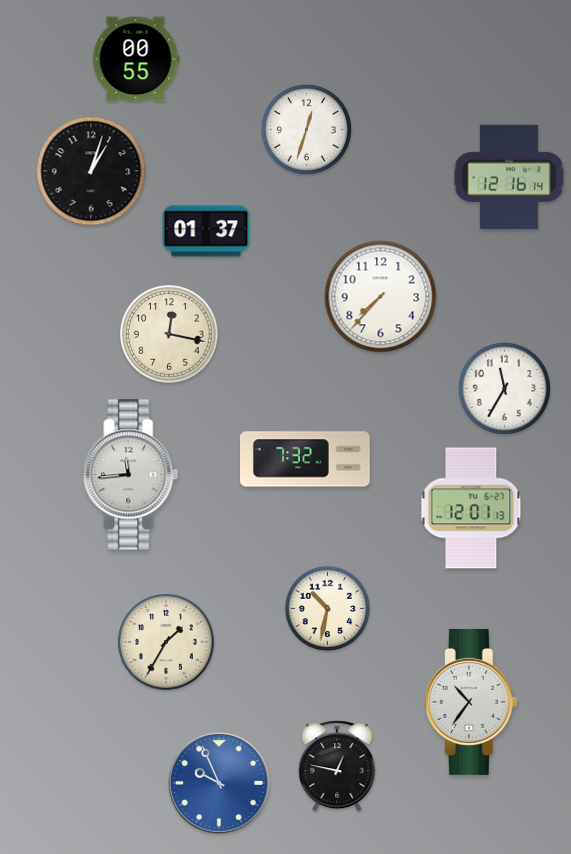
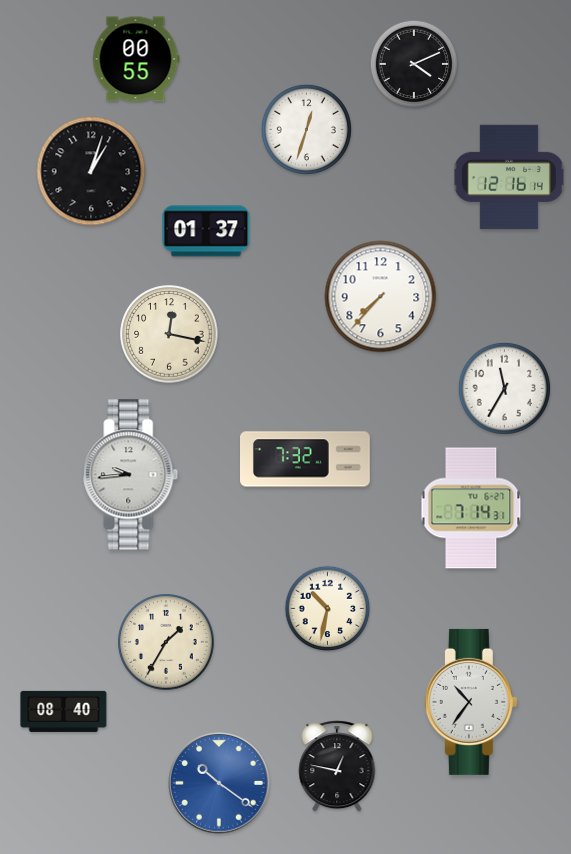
clock at (414, 64): none -> 4:11
clock at (131, 475): 11:44 -> 9:44
clock at (471, 508): 12:01 -> 7:14
clock at (64, 711): none -> 08:40
clock at (219, 783): 9:56 -> 10:21
